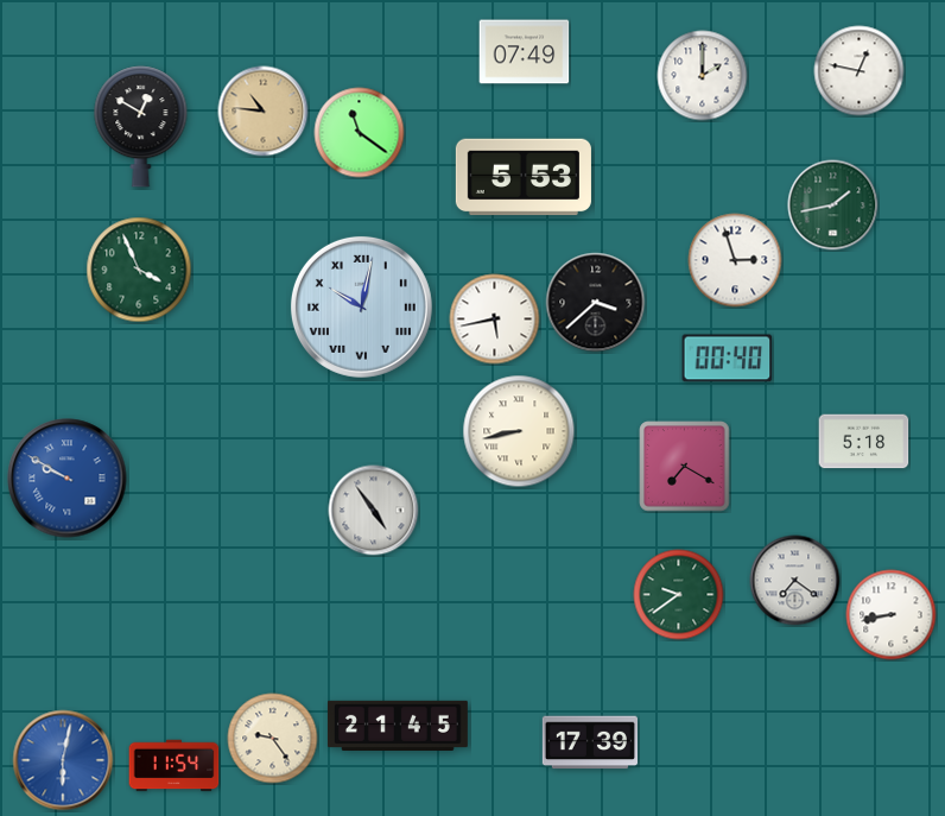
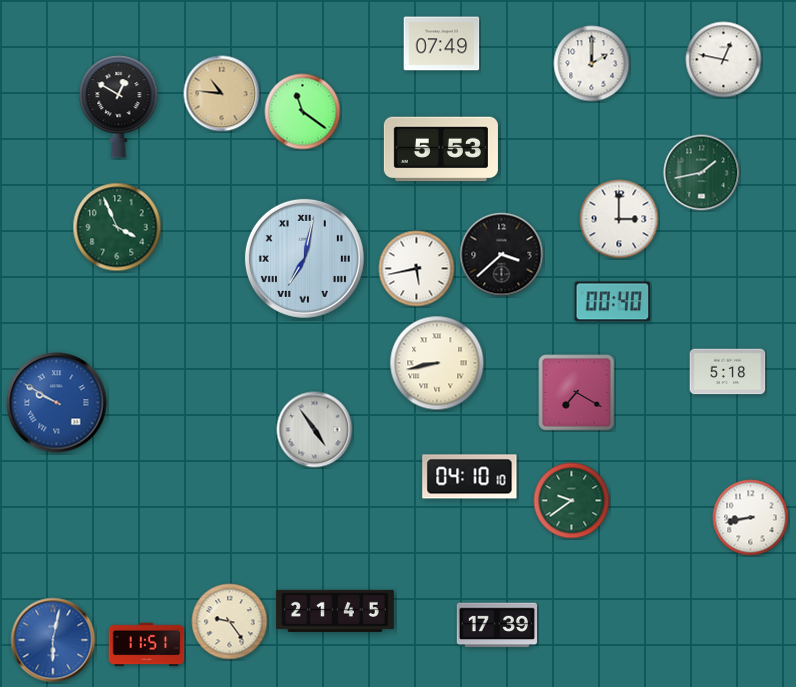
clock at (735, 260): 2:57 -> 3:00
clock at (361, 306): 10:02 -> 7:02
clock at (470, 477): none -> 04:10
clock at (795, 581): 7:21 -> none
clock at (175, 766): 11:54 -> 11:51
